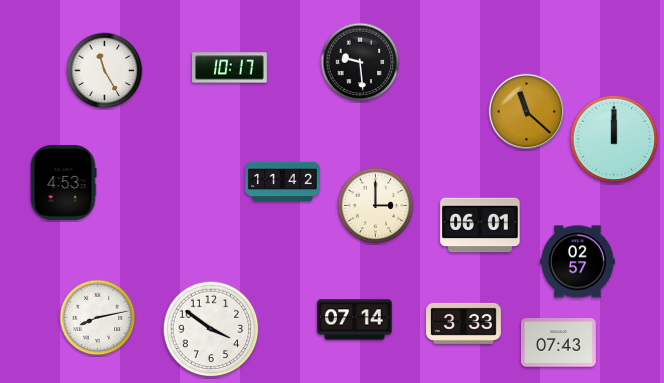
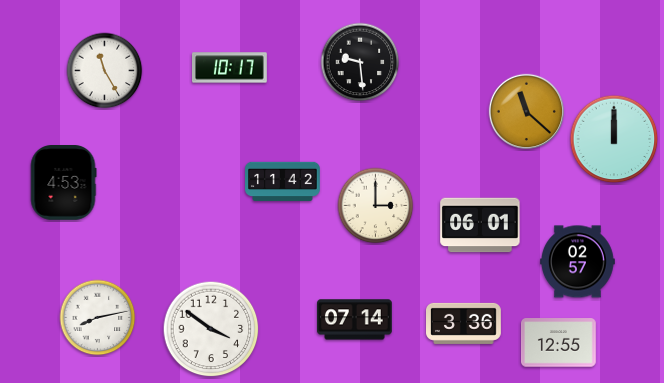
clock at (464, 323): 3:33 -> 3:36
clock at (559, 343): 07:43 -> 12:55
